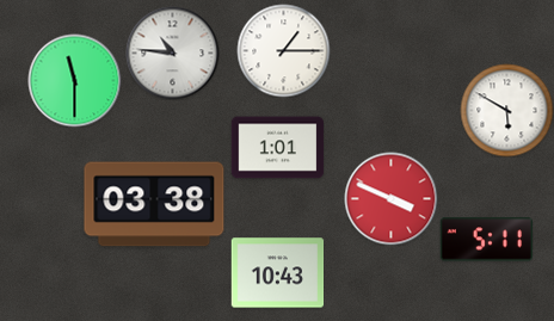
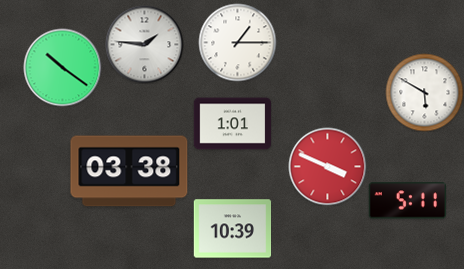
clock at (172, 53): 10:46 -> 1:46
clock at (74, 80): 11:30 -> 10:21
clock at (277, 273): 10:43 -> 10:39
